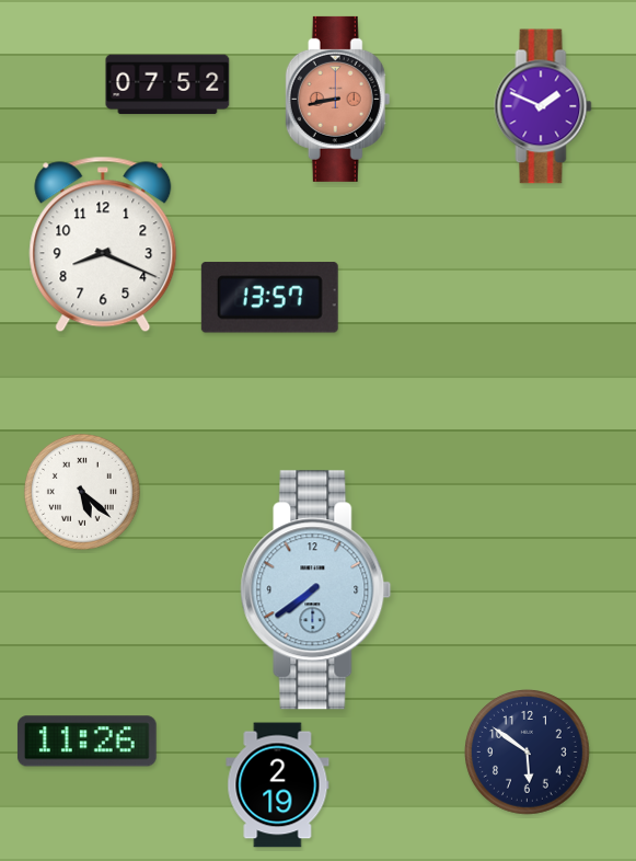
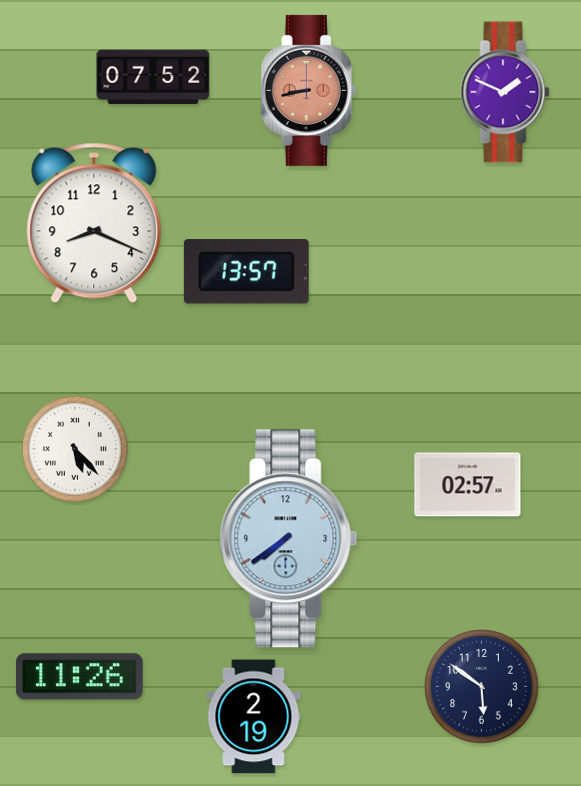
clock at (543, 106) position: (543, 106) -> (505, 92)
clock at (82, 492): 5:22 -> 5:23
clock at (468, 485): none -> 02:57
